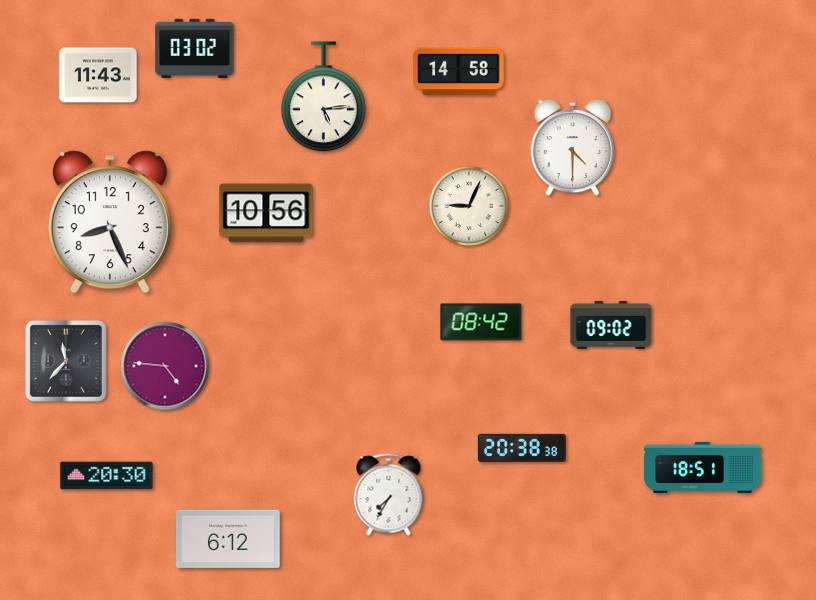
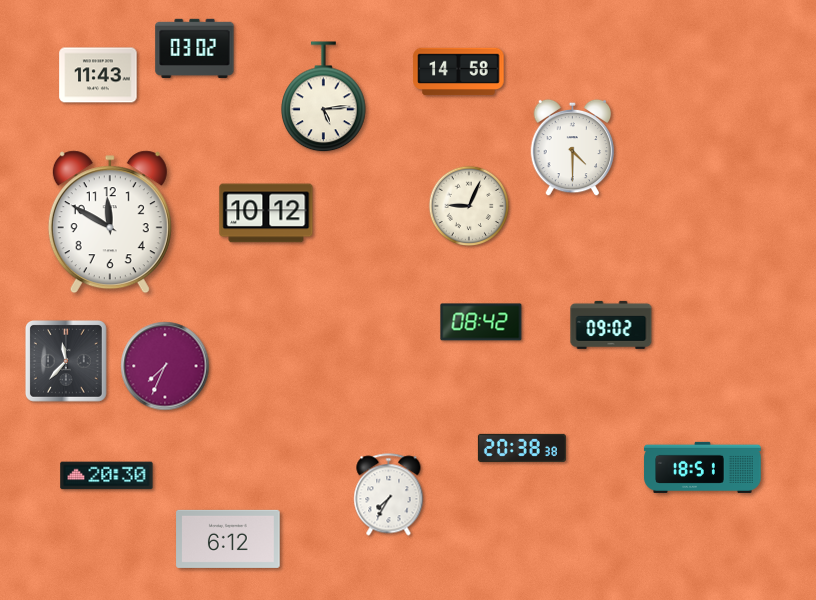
clock at (266, 213): 10:56 -> 10:12
clock at (110, 222): 8:26 -> 11:50
clock at (165, 366): 4:46 -> 7:34
